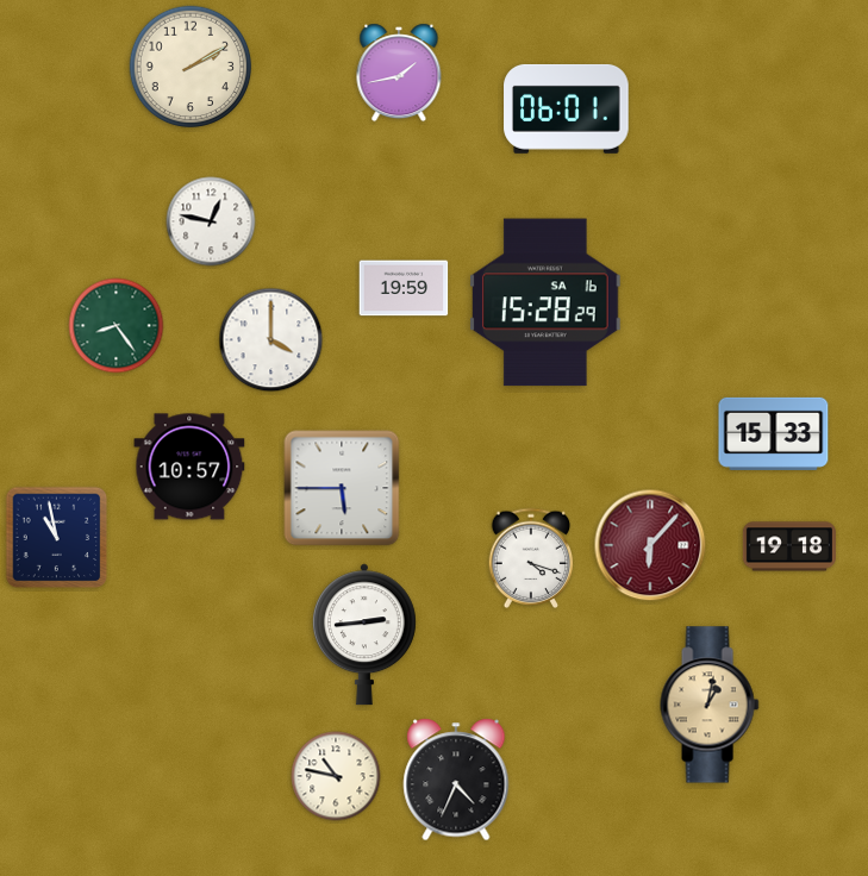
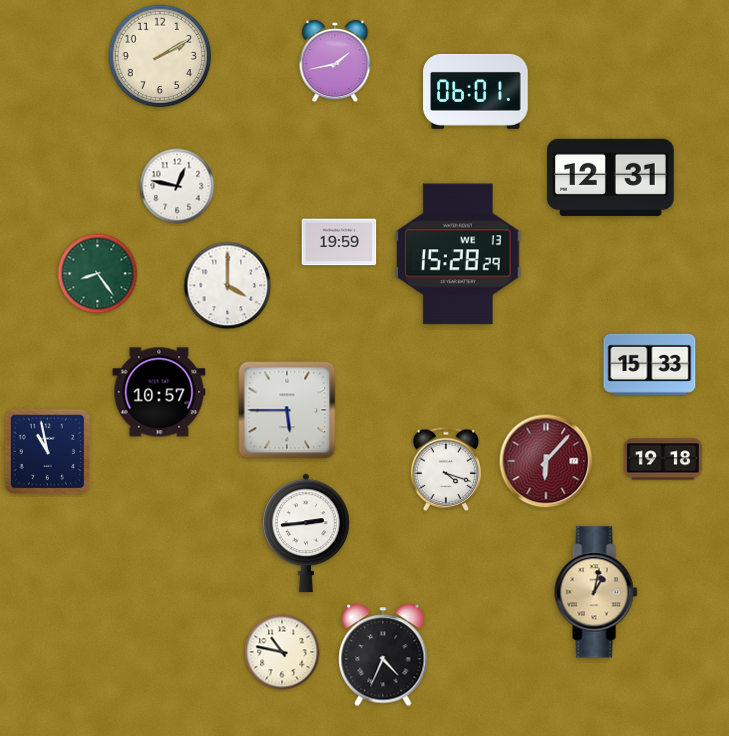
clock at (611, 177): none -> 12:31
clock at (547, 302) date: SA 16 -> WE 13
clock at (650, 545) position: (650, 545) -> (546, 461)
